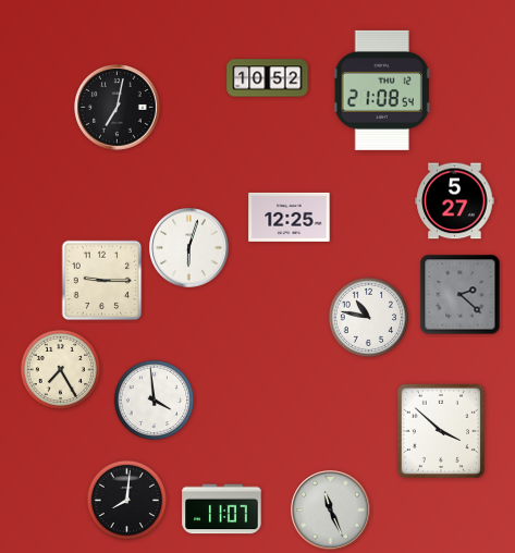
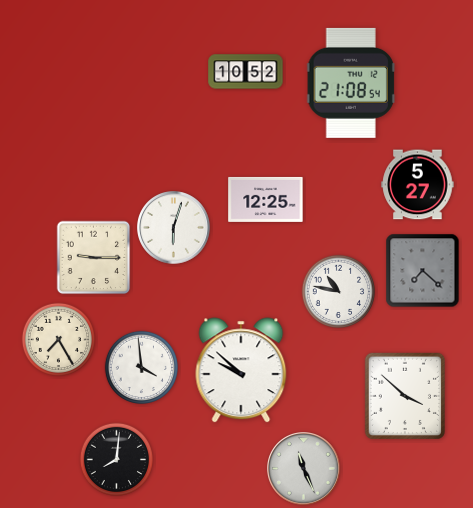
clock at (118, 108): 7:02 -> none
clock at (461, 295): 2:22 -> 7:22
clock at (61, 370) position: (61, 370) -> (59, 340)
clock at (241, 370): none -> 9:52
clock at (222, 509): 11:07 -> none
